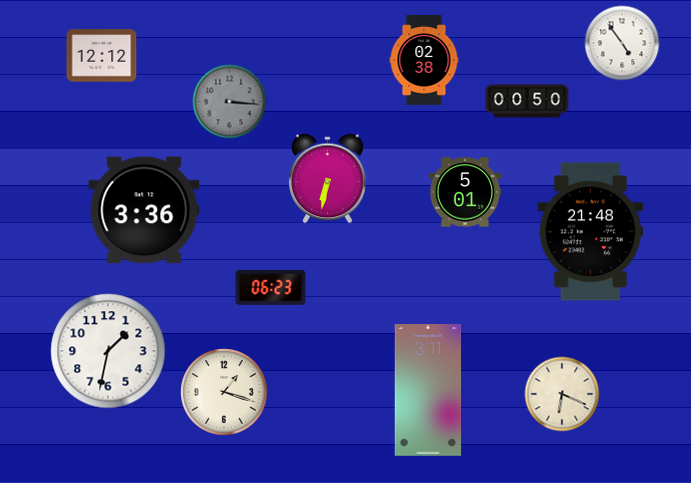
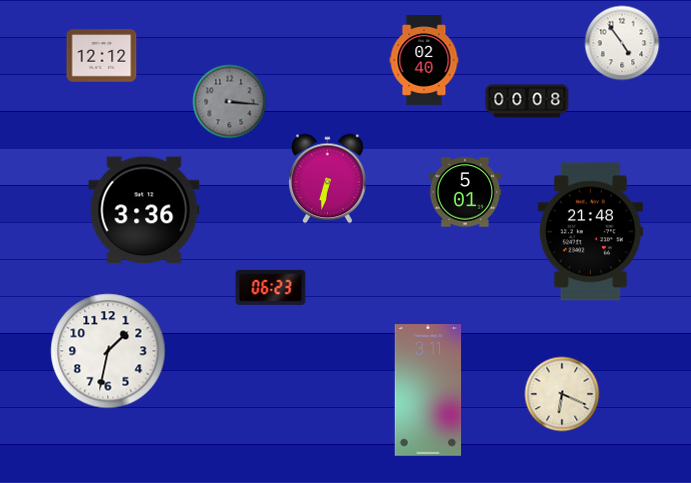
clock at (424, 61): 02:38 -> 02:40
clock at (527, 101): 00:50 -> 00:08
clock at (224, 392): 1:18 -> none
